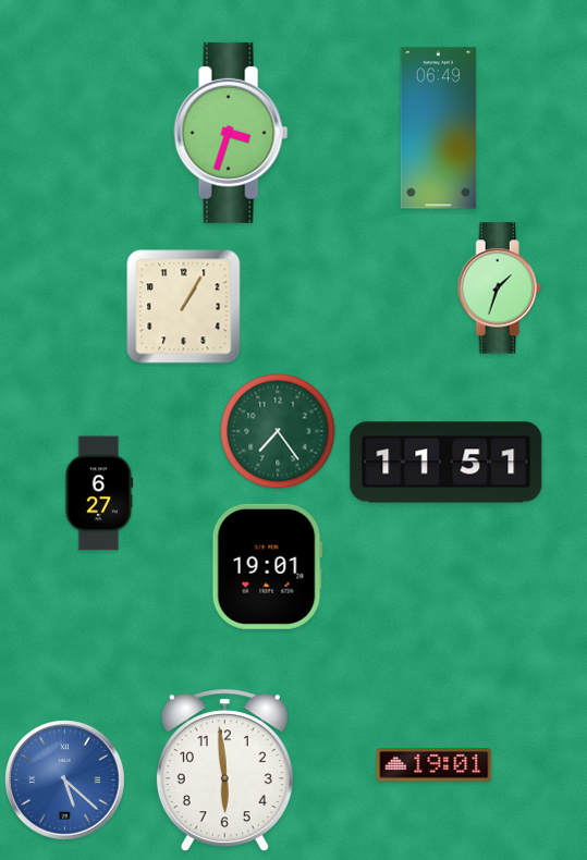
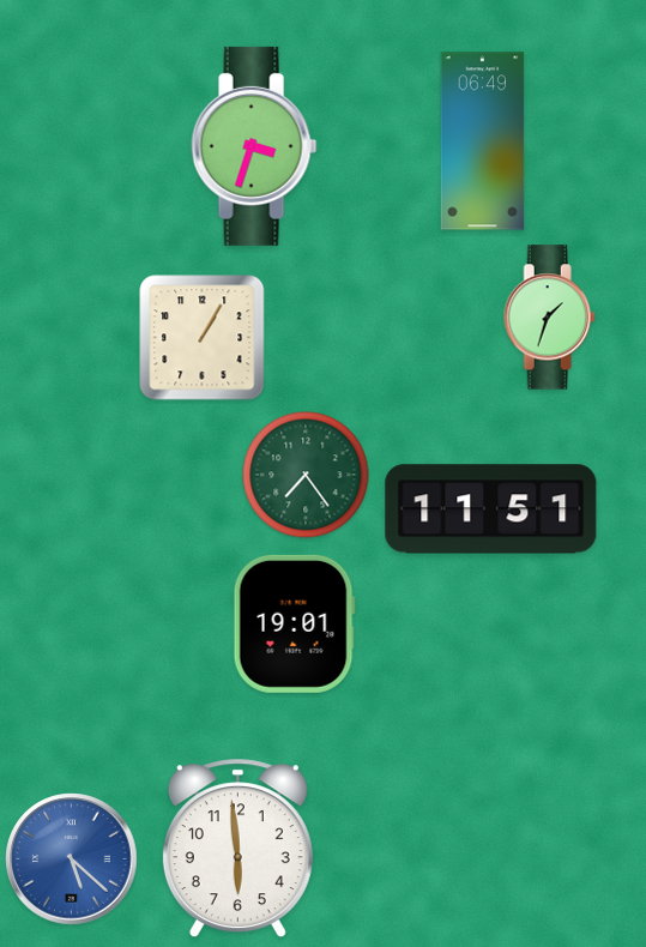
clock at (99, 493): 6:27 -> none
clock at (435, 765): 19:01 -> none
clock at (224, 771) position: (224, 771) -> (237, 849)
